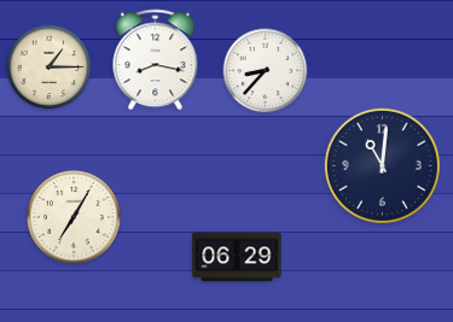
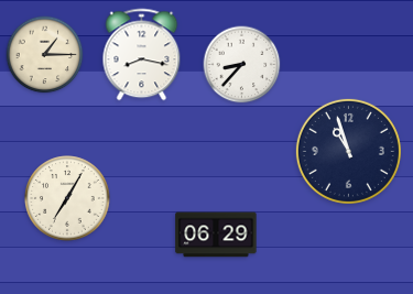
clock at (50, 68) position: (50, 68) -> (45, 55)
clock at (382, 165): 11:01 -> 10:57
